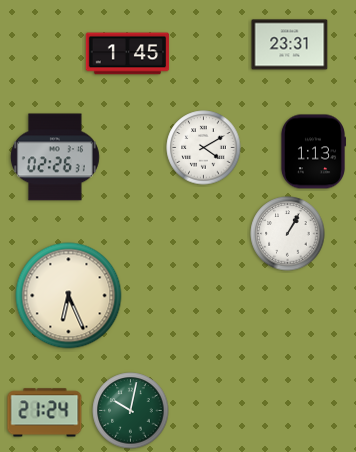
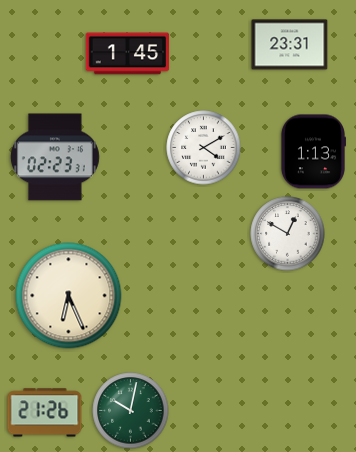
clock at (55, 157): 02:26 -> 02:23
clock at (288, 234): 1:05 -> 12:50
clock at (45, 413): 21:24 -> 21:26
